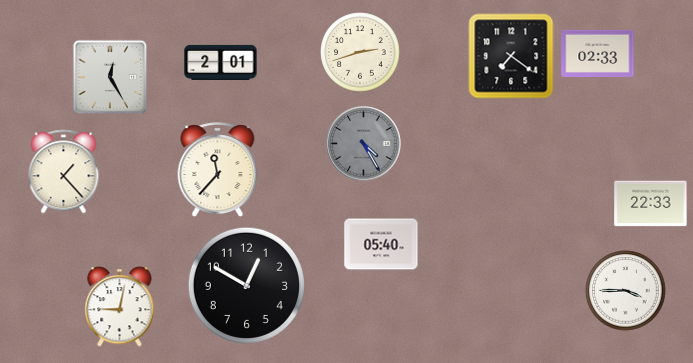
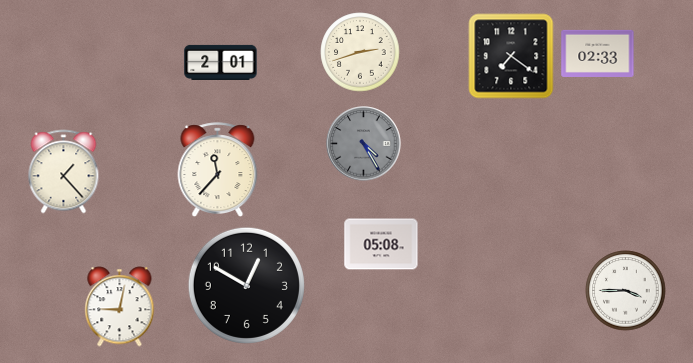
clock at (110, 77): 12:25 -> none
clock at (651, 204): 22:33 -> none
clock at (381, 244): 05:40 -> 05:08
